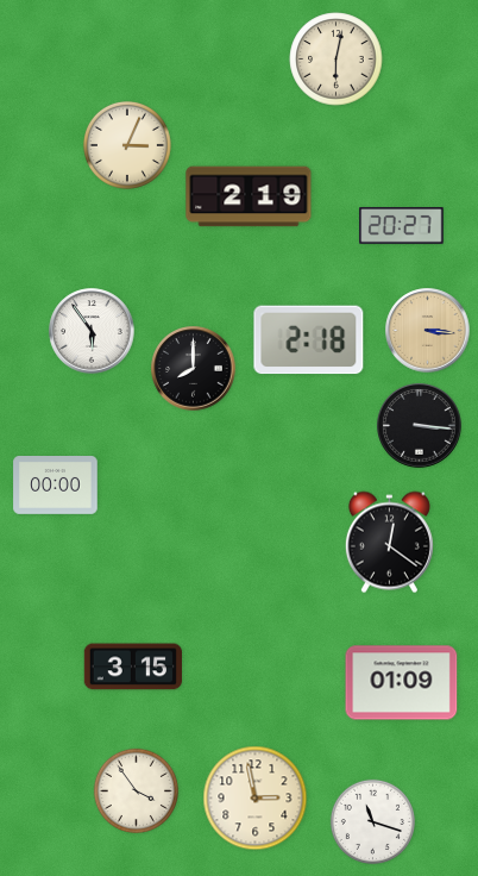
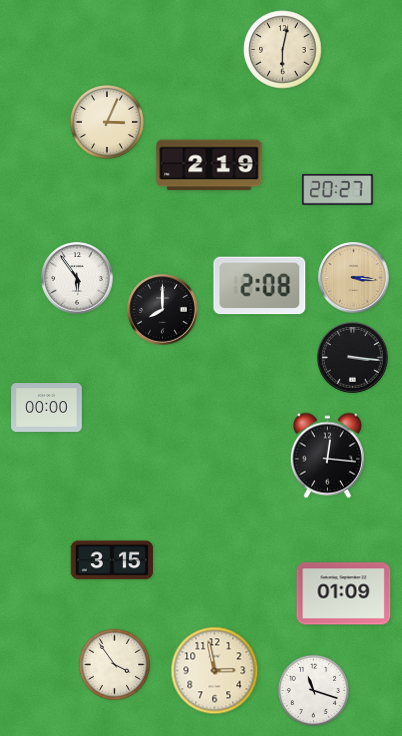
clock at (428, 331) position: (428, 331) -> (354, 278)
clock at (309, 340): 2:18 -> 2:08
clock at (389, 543): 12:21 -> 12:16
clock at (402, 683) position: (402, 683) -> (344, 594)
